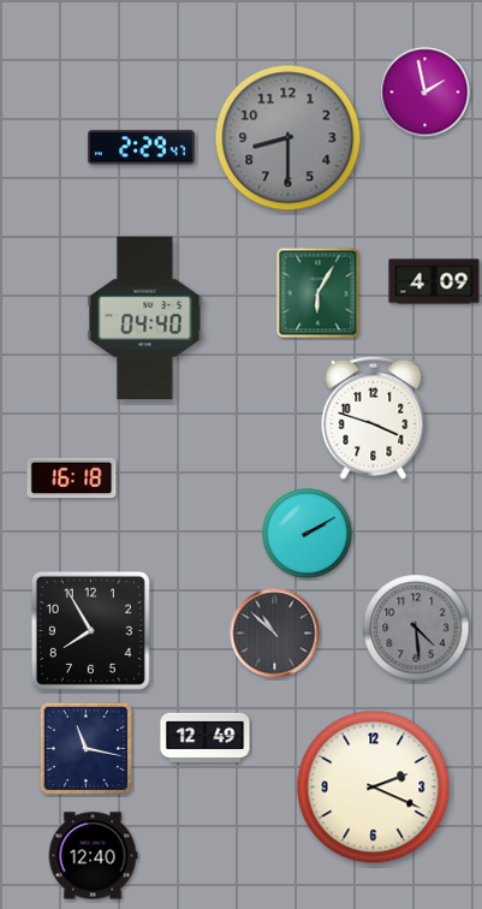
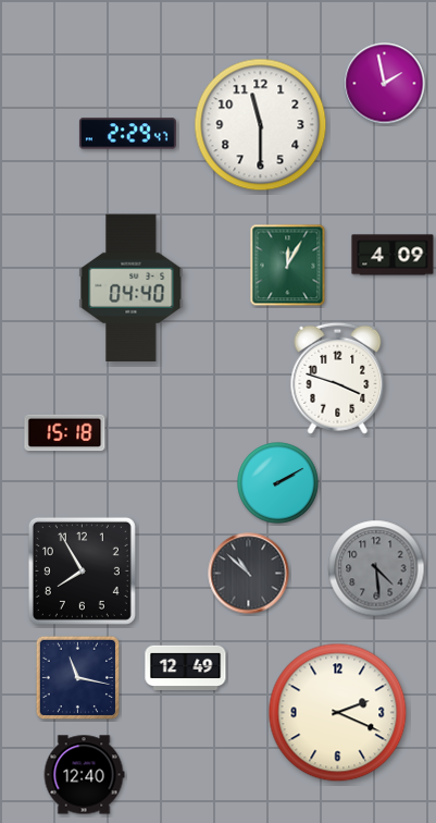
clock at (288, 138): 8:30 -> 11:30
clock at (288, 138) dial: grey -> white
clock at (319, 293): 6:05 -> 12:05
clock at (72, 479): 16:18 -> 15:18
